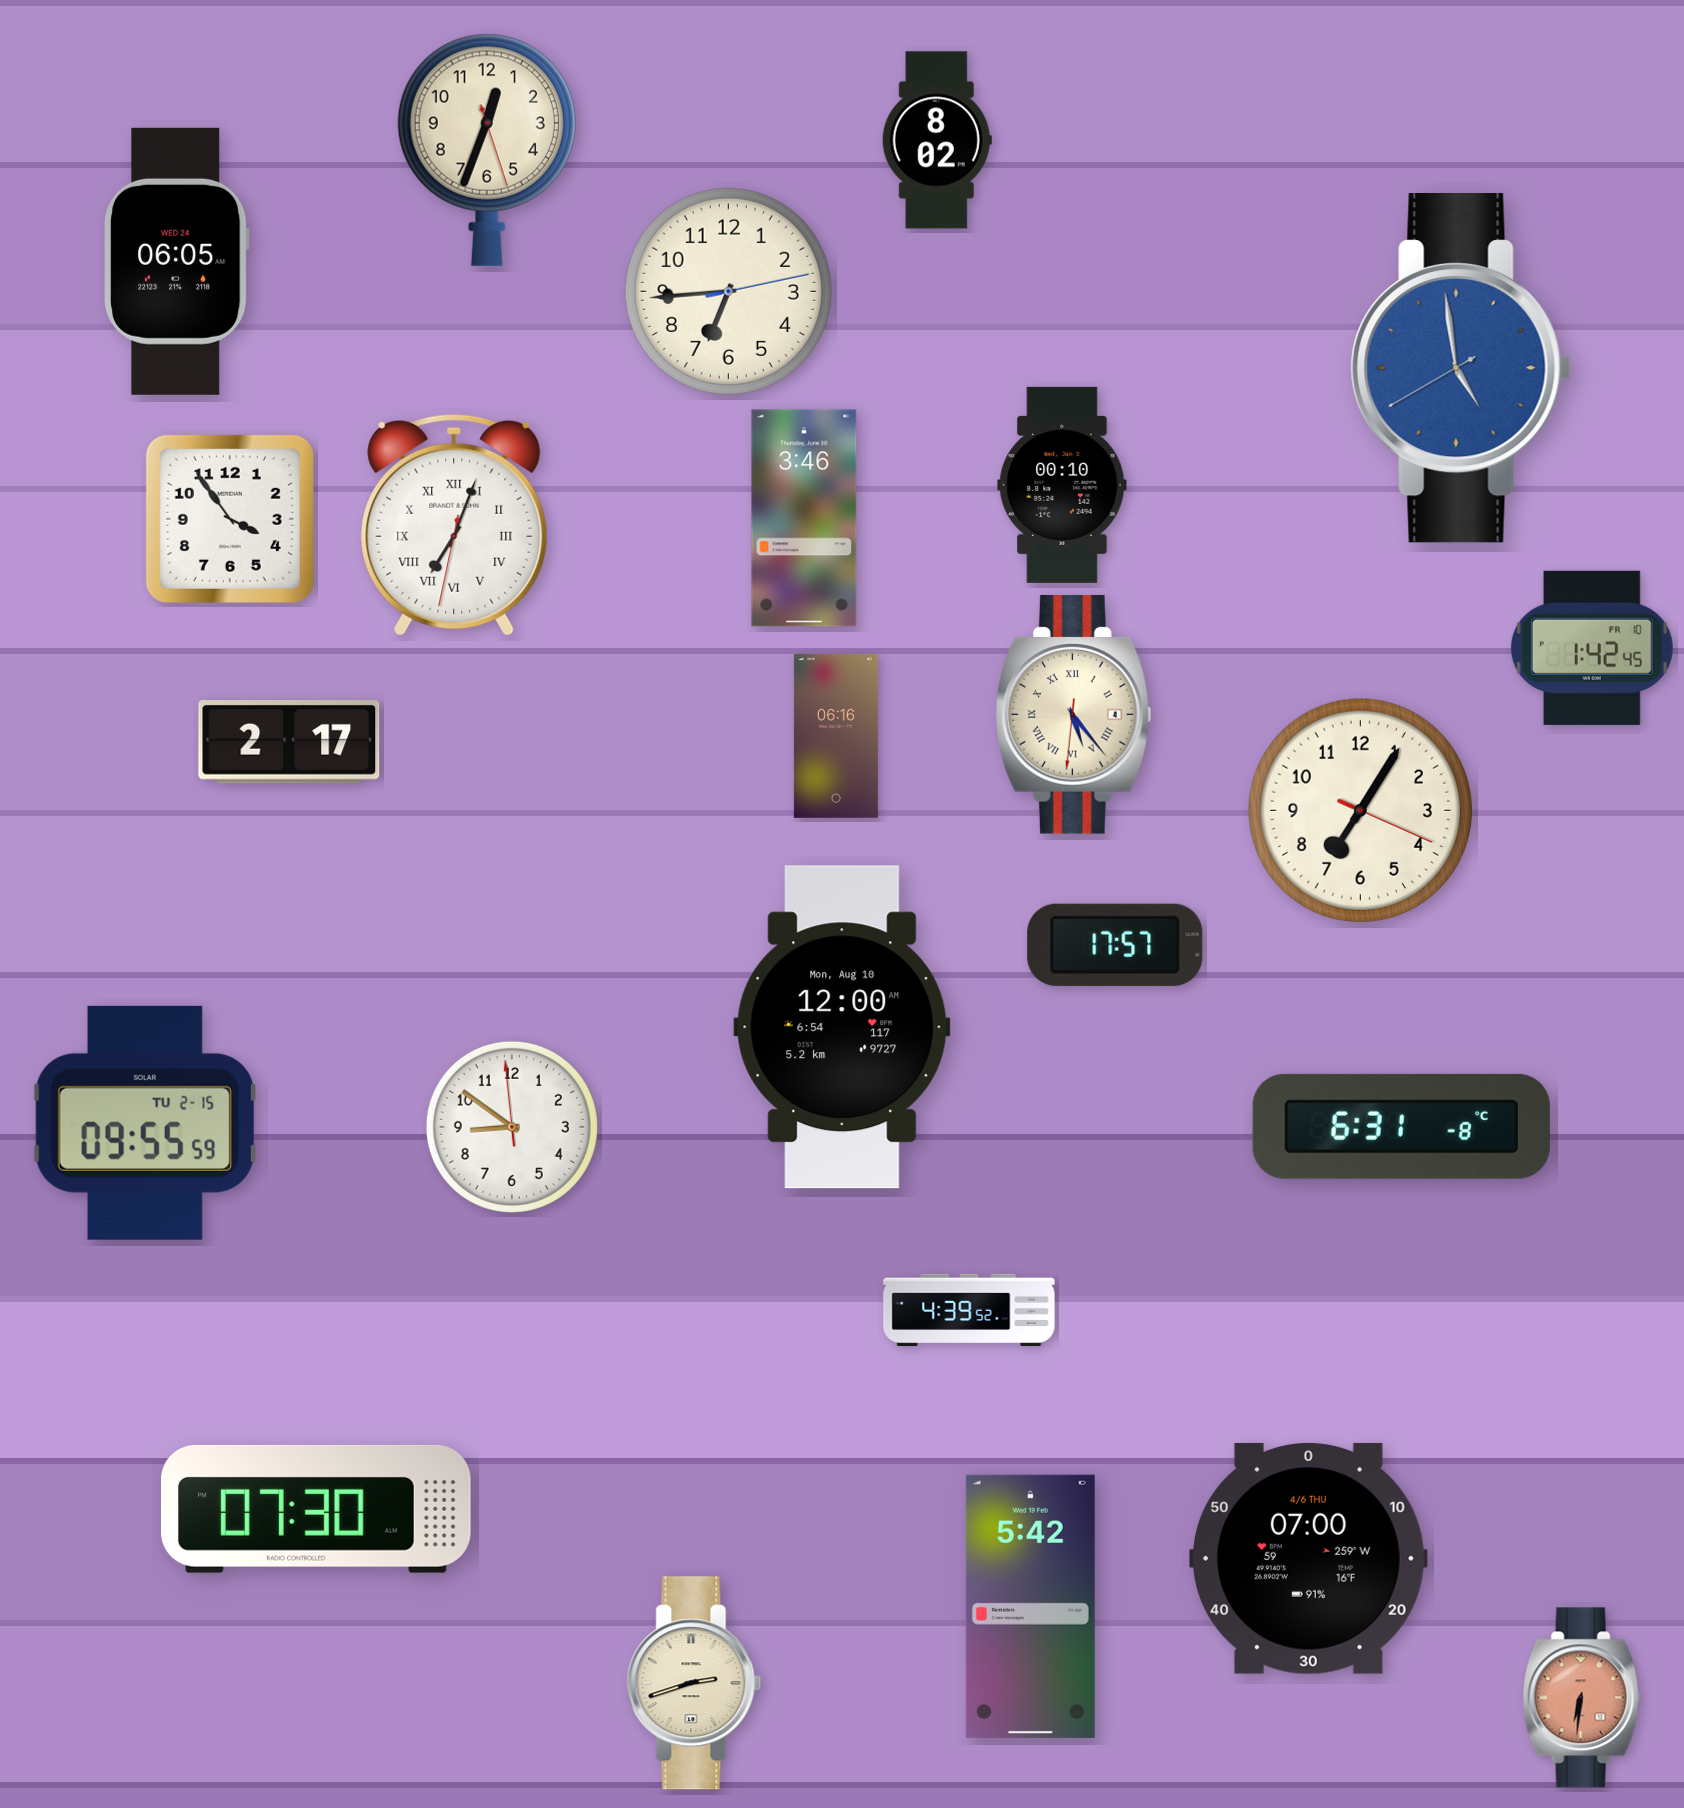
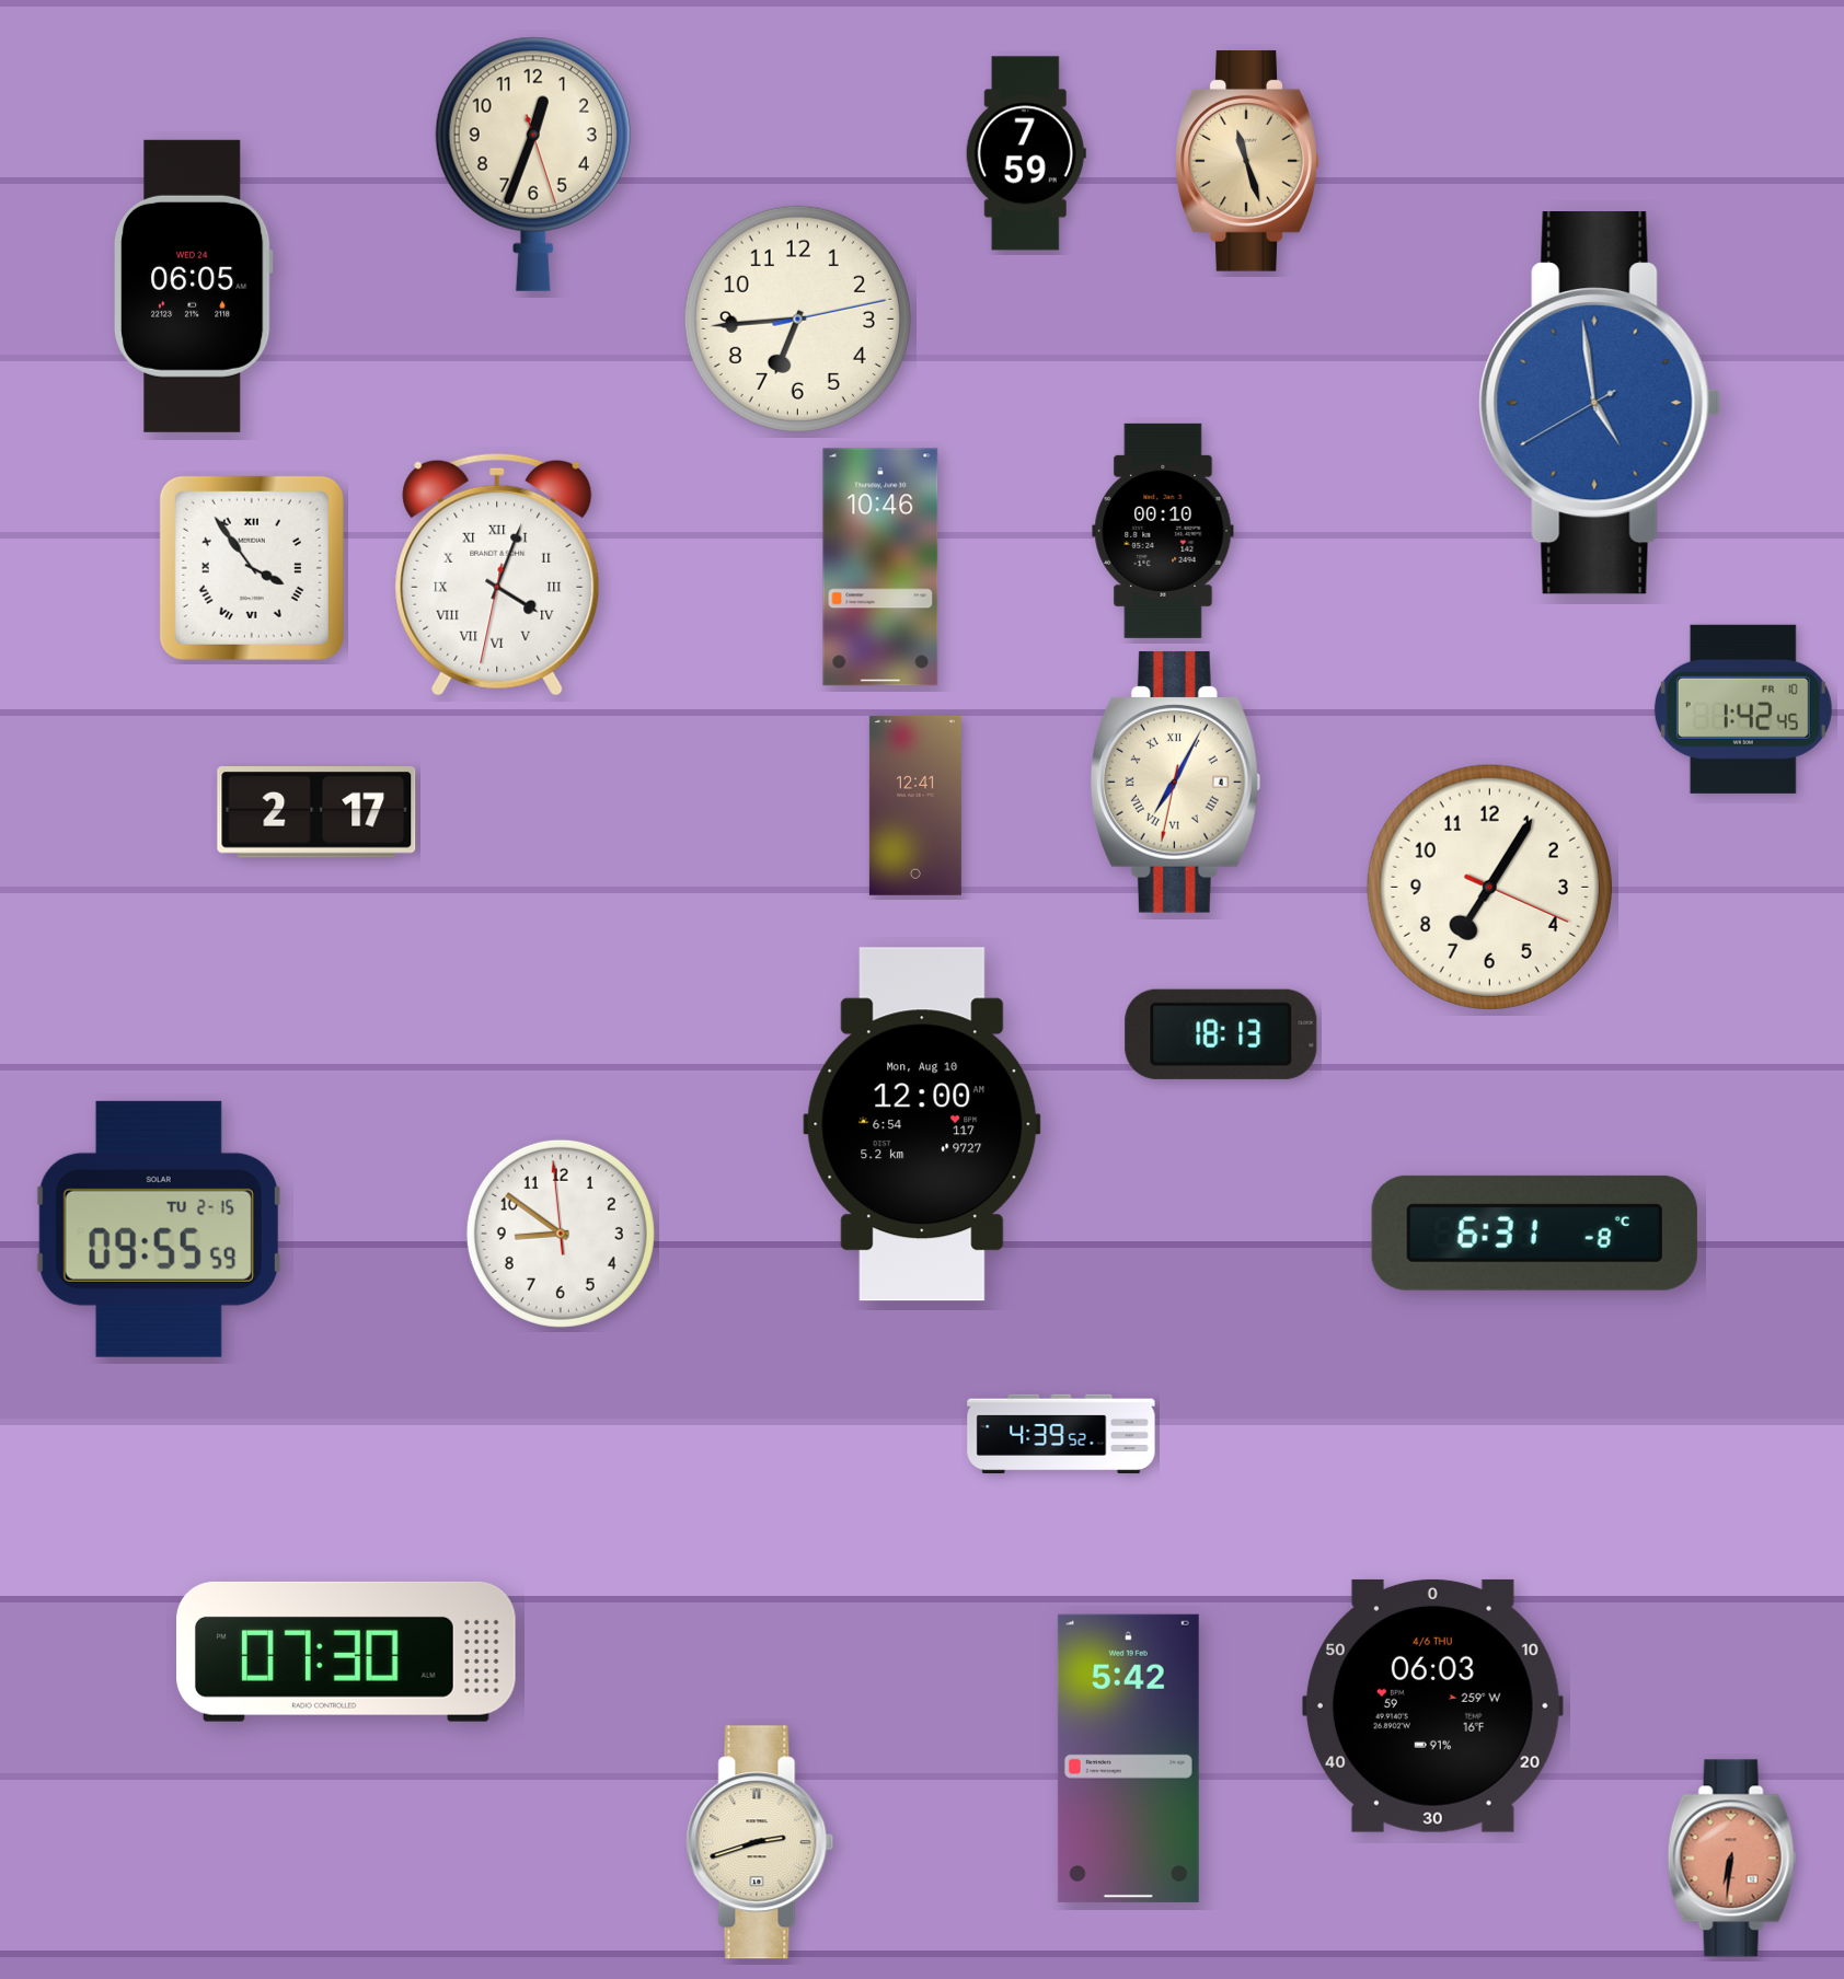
clock at (937, 140): 8:02 -> 7:59
clock at (1247, 161): none -> 11:27
clock at (804, 518): 3:46 -> 10:46
clock at (230, 519) numerals: Arabic -> Roman
clock at (454, 525): 7:03 -> 4:03
clock at (1073, 715): 5:23 -> 7:04
clock at (836, 736): 06:16 -> 12:41
clock at (1115, 945): 17:57 -> 18:13
clock at (1308, 1558): 07:00 -> 06:03
